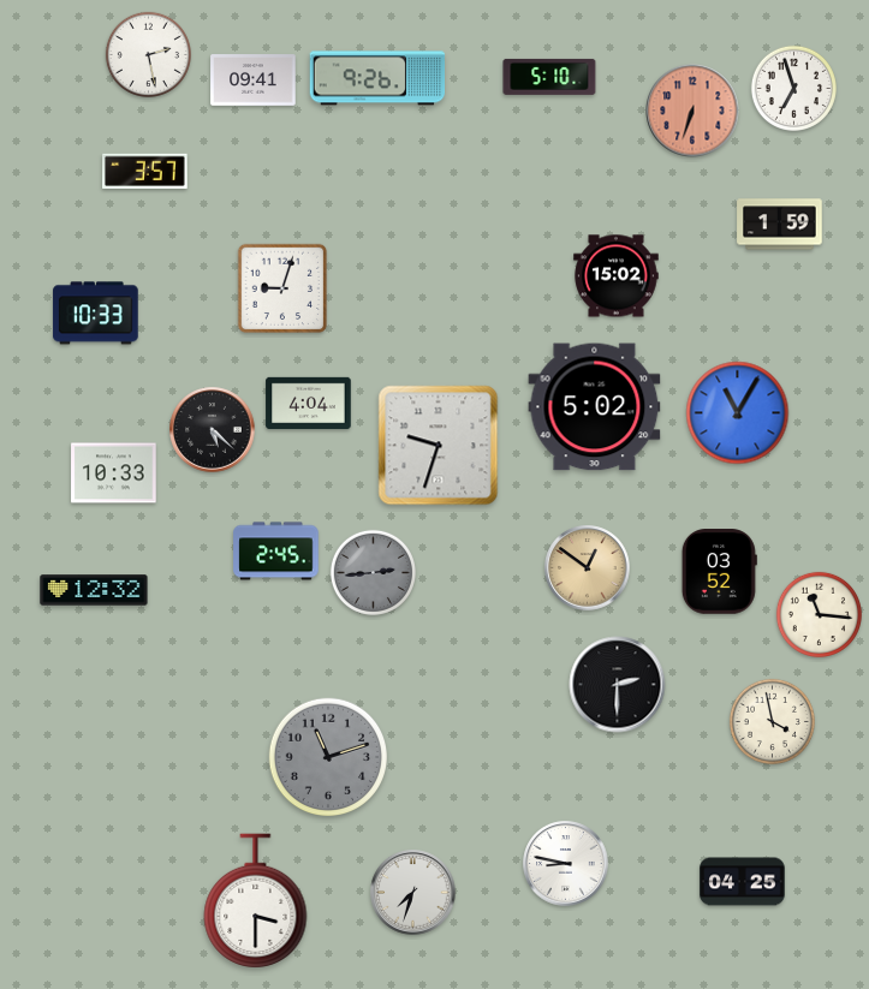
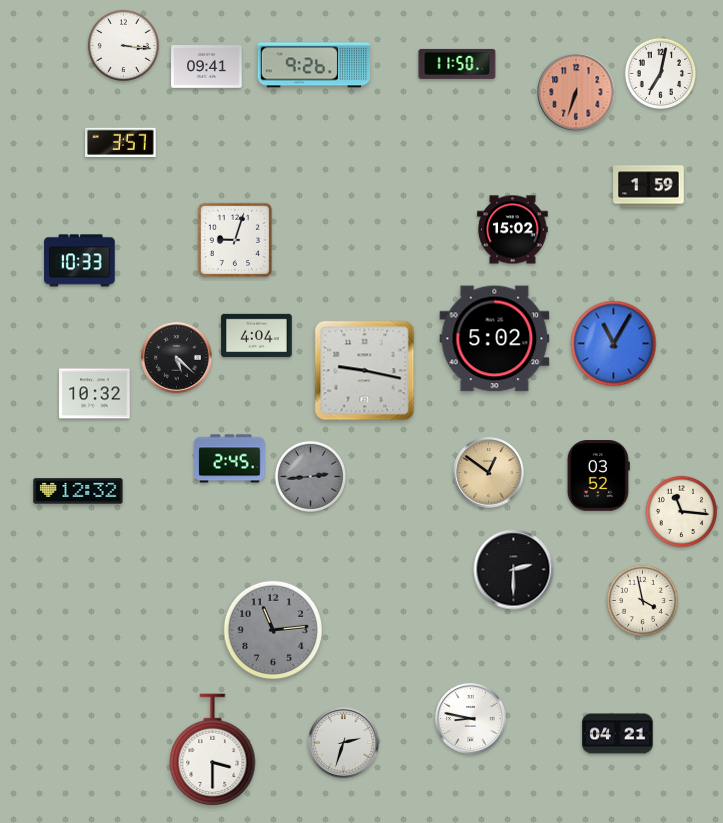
clock at (148, 54): 2:28 -> 3:16
clock at (549, 77): 5:10 -> 11:50
clock at (254, 81) position: (254, 81) -> (207, 67)
clock at (793, 88): 6:57 -> 7:02
clock at (439, 446): 9:33 -> 9:17
clock at (114, 473): 10:33 -> 10:32
clock at (327, 756): 11:12 -> 11:14
clock at (743, 882): 04:25 -> 04:21
clock at (413, 893): 7:33 -> 2:33
